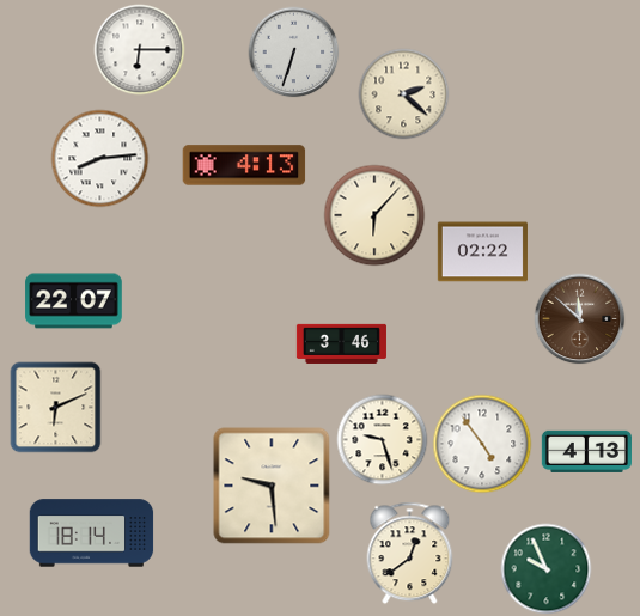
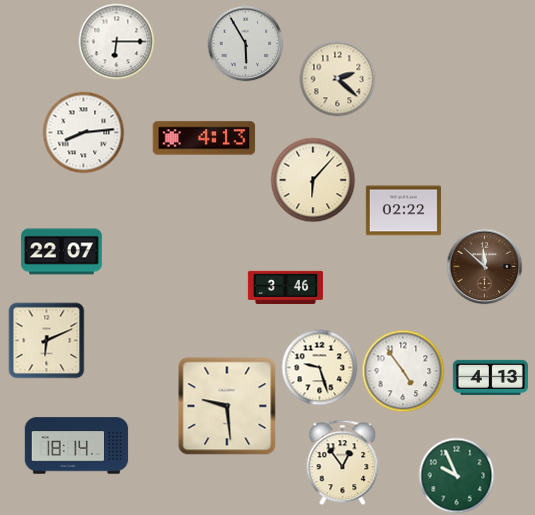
clock at (294, 53): 6:33 -> 5:55
clock at (410, 554): 12:39 -> 12:54
